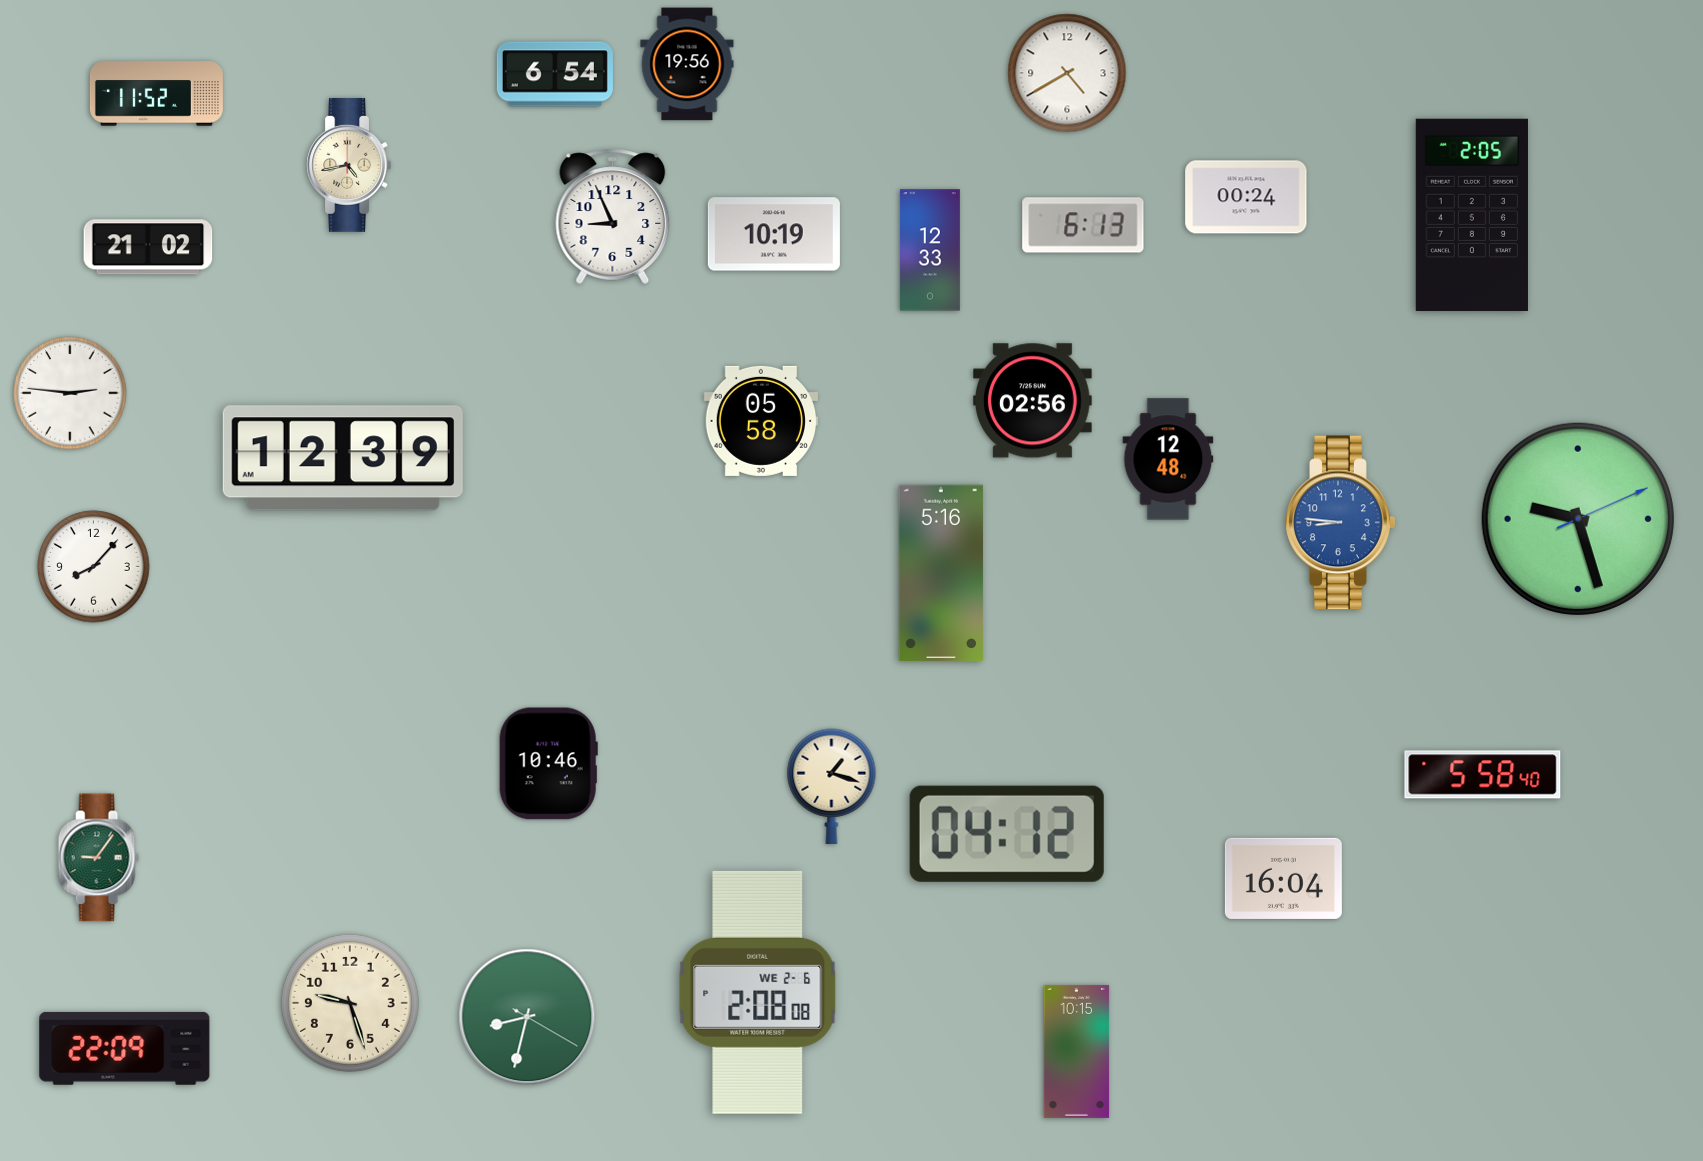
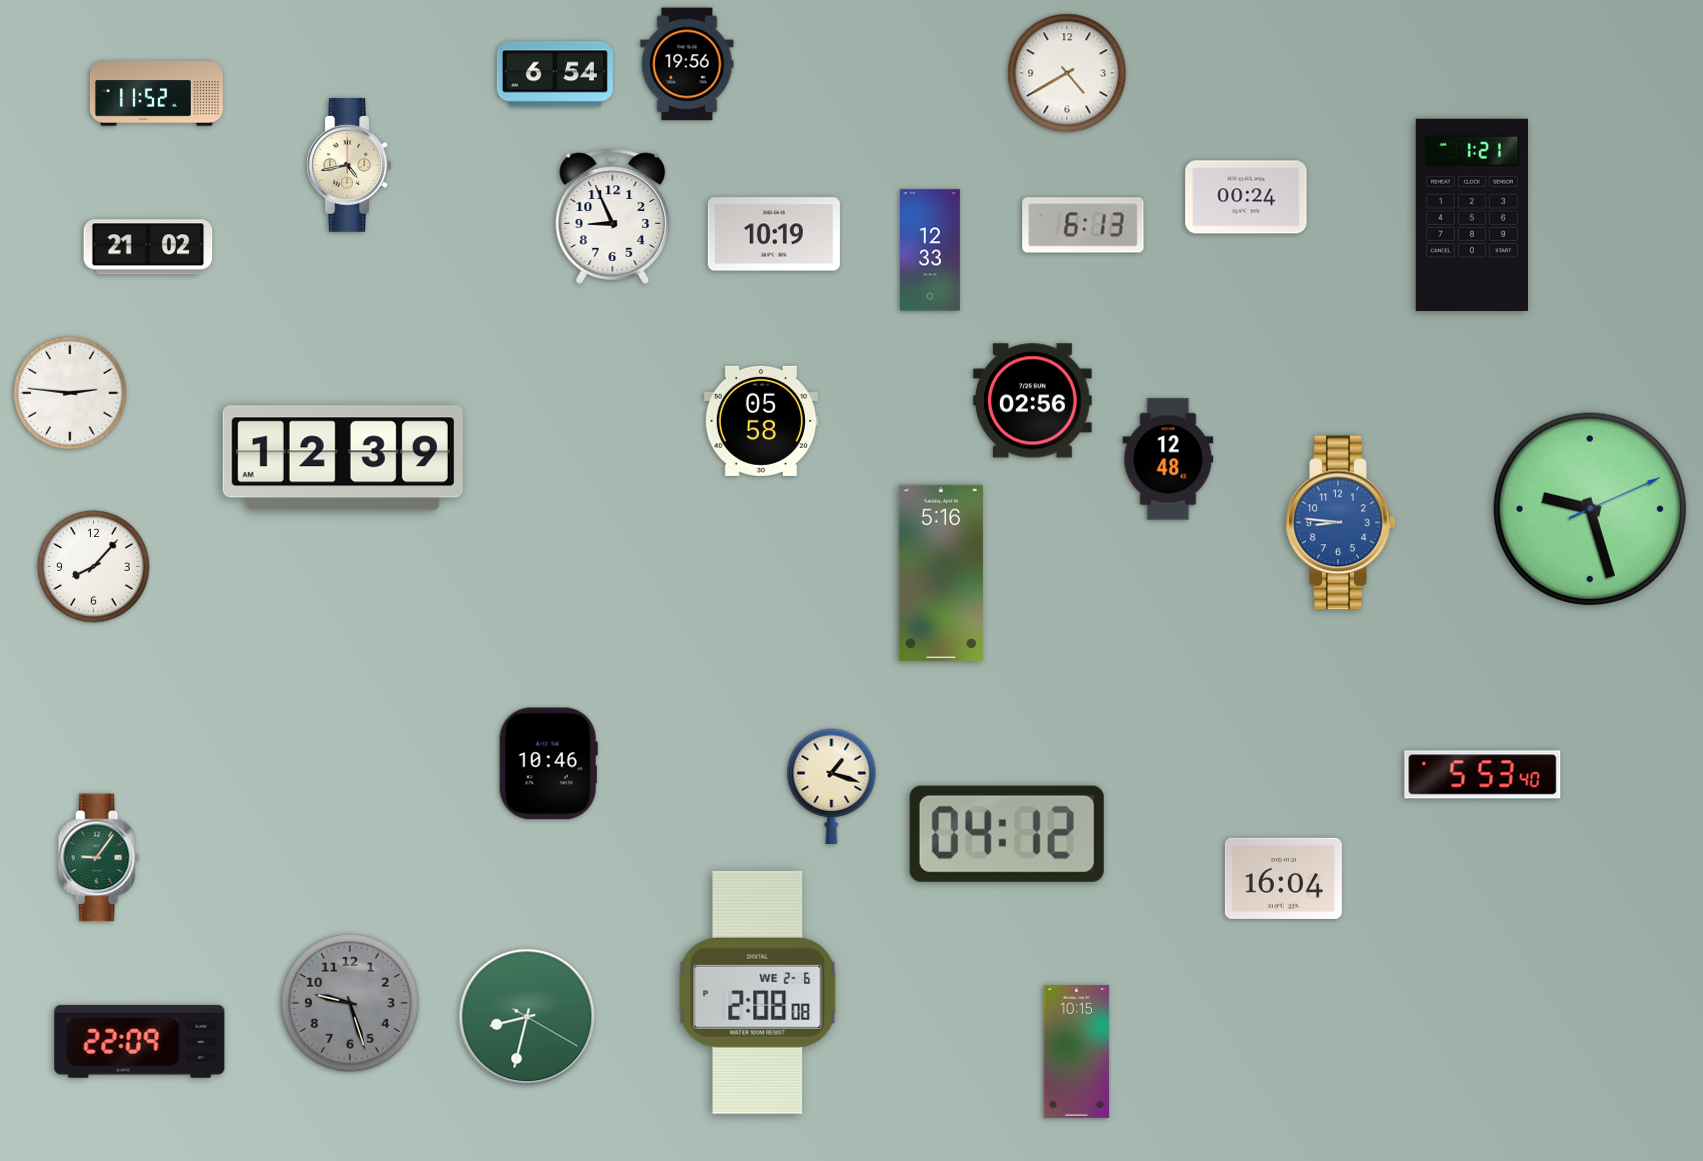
clock at (1472, 214): 2:05 -> 1:21
clock at (1578, 519) position: (1578, 519) -> (1590, 509)
clock at (1483, 775): 5:58 -> 5:53
clock at (350, 1003) dial: cream -> grey
clock at (125, 1048) position: (125, 1048) -> (140, 1041)
